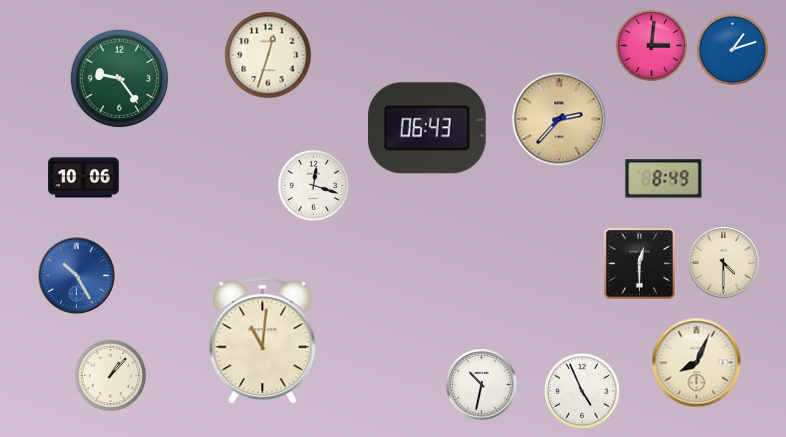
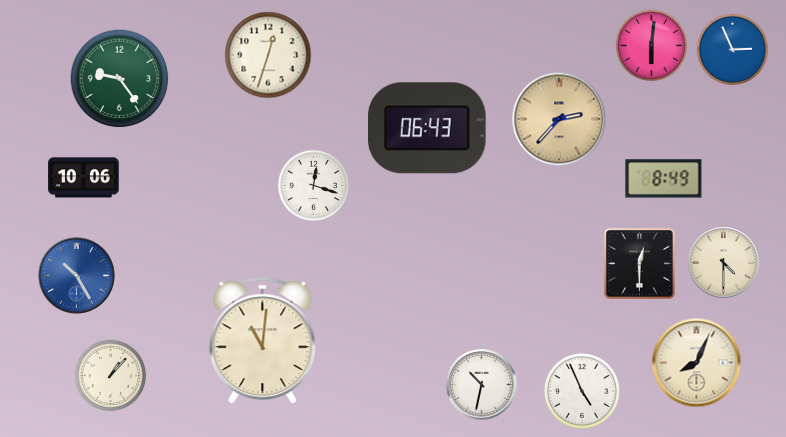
clock at (652, 46): 3:01 -> 6:01
clock at (733, 50): 1:12 -> 2:56
